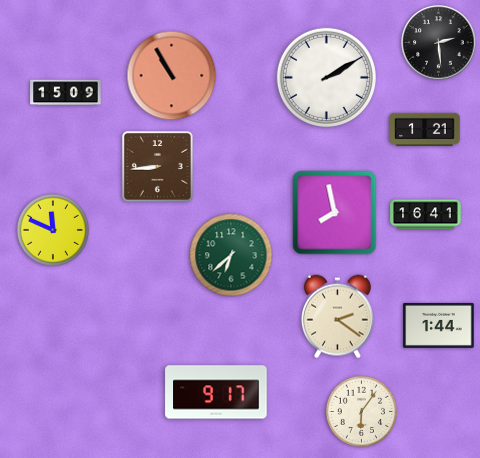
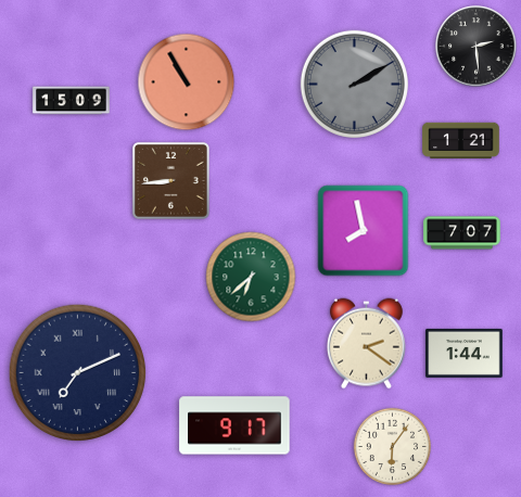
clock at (326, 77) dial: white -> grey
clock at (426, 215): 16:41 -> 7:07
clock at (53, 230): 11:49 -> none
clock at (439, 325) position: (439, 325) -> (465, 353)
clock at (78, 373): none -> 7:11
